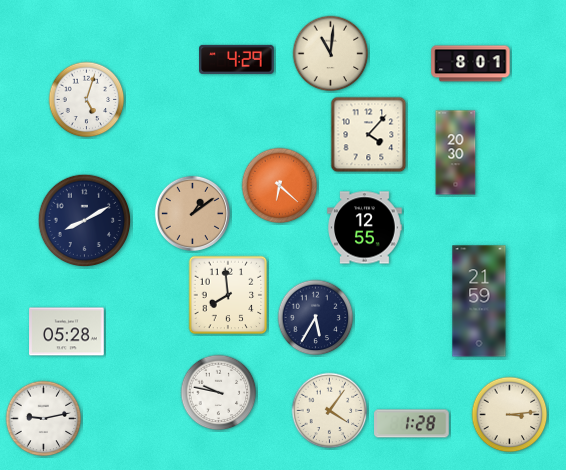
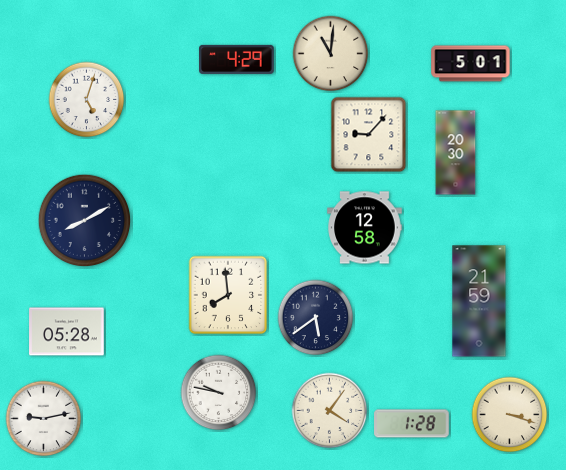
clock at (471, 64): 8:01 -> 5:01
clock at (369, 135): 4:07 -> 9:07
clock at (280, 186): 6:22 -> none
clock at (192, 213): 1:09 -> none
clock at (365, 228): 12:55 -> 12:58
clock at (316, 318): 5:35 -> 5:39
clock at (510, 415): 3:14 -> 3:18
